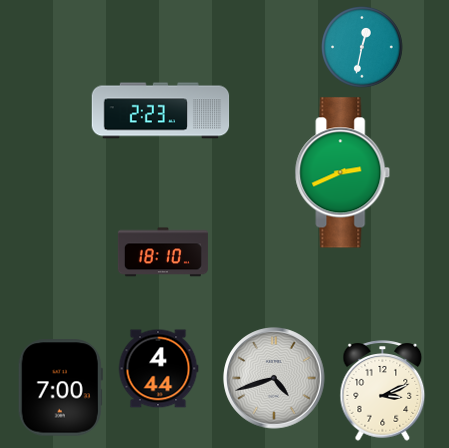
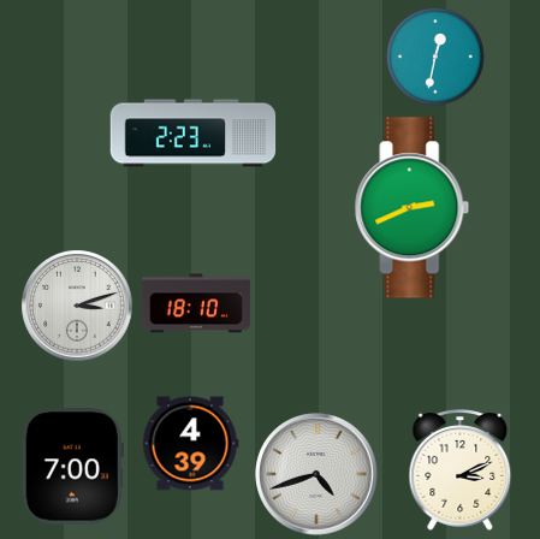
clock at (77, 306): none -> 3:12
clock at (158, 369): 4:44 -> 4:39
clock at (274, 378) position: (274, 378) -> (316, 474)
